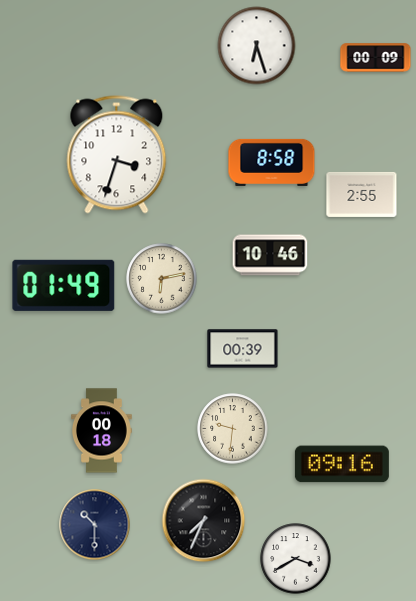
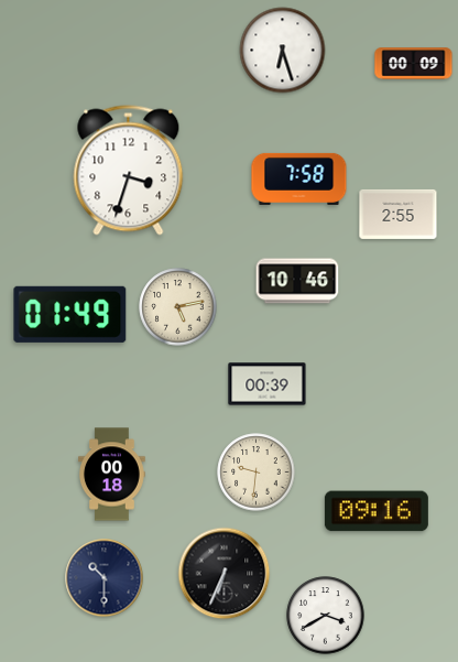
clock at (272, 162): 8:58 -> 7:58
clock at (162, 279): 6:13 -> 5:13
clock at (204, 521): 7:34 -> 6:34
